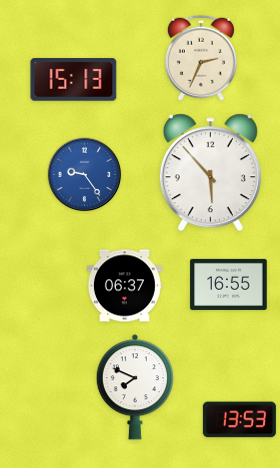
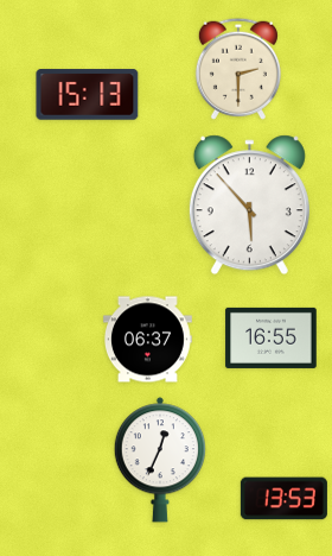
clock at (201, 58): 2:34 -> 2:30
clock at (85, 175): 9:24 -> none
clock at (135, 387): 7:49 -> 12:34
